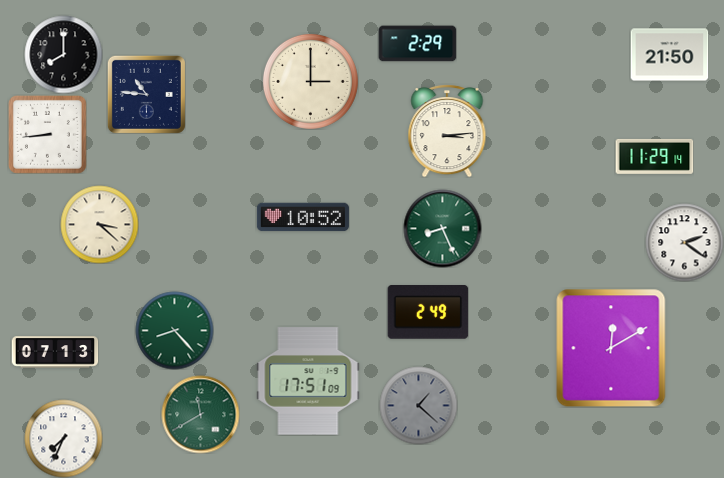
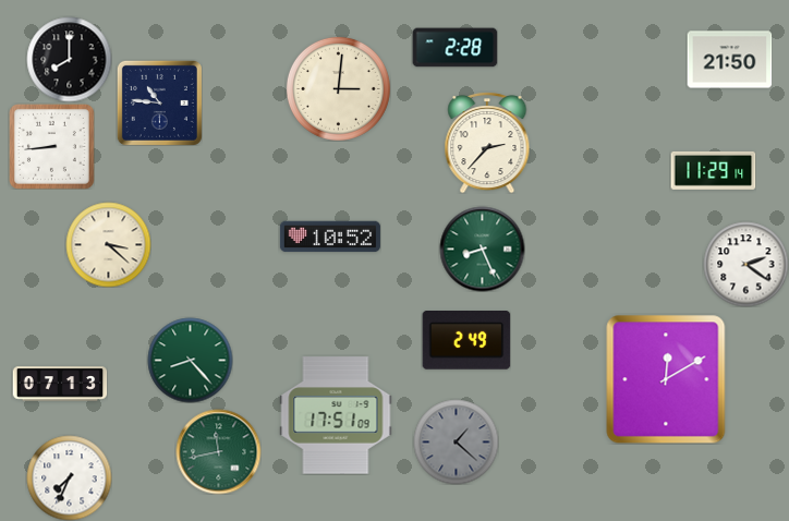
clock at (417, 44): 2:29 -> 2:28
clock at (310, 81): 3:00 -> 3:01
clock at (447, 131): 3:14 -> 2:37
clock at (200, 414): 11:40 -> 11:43
